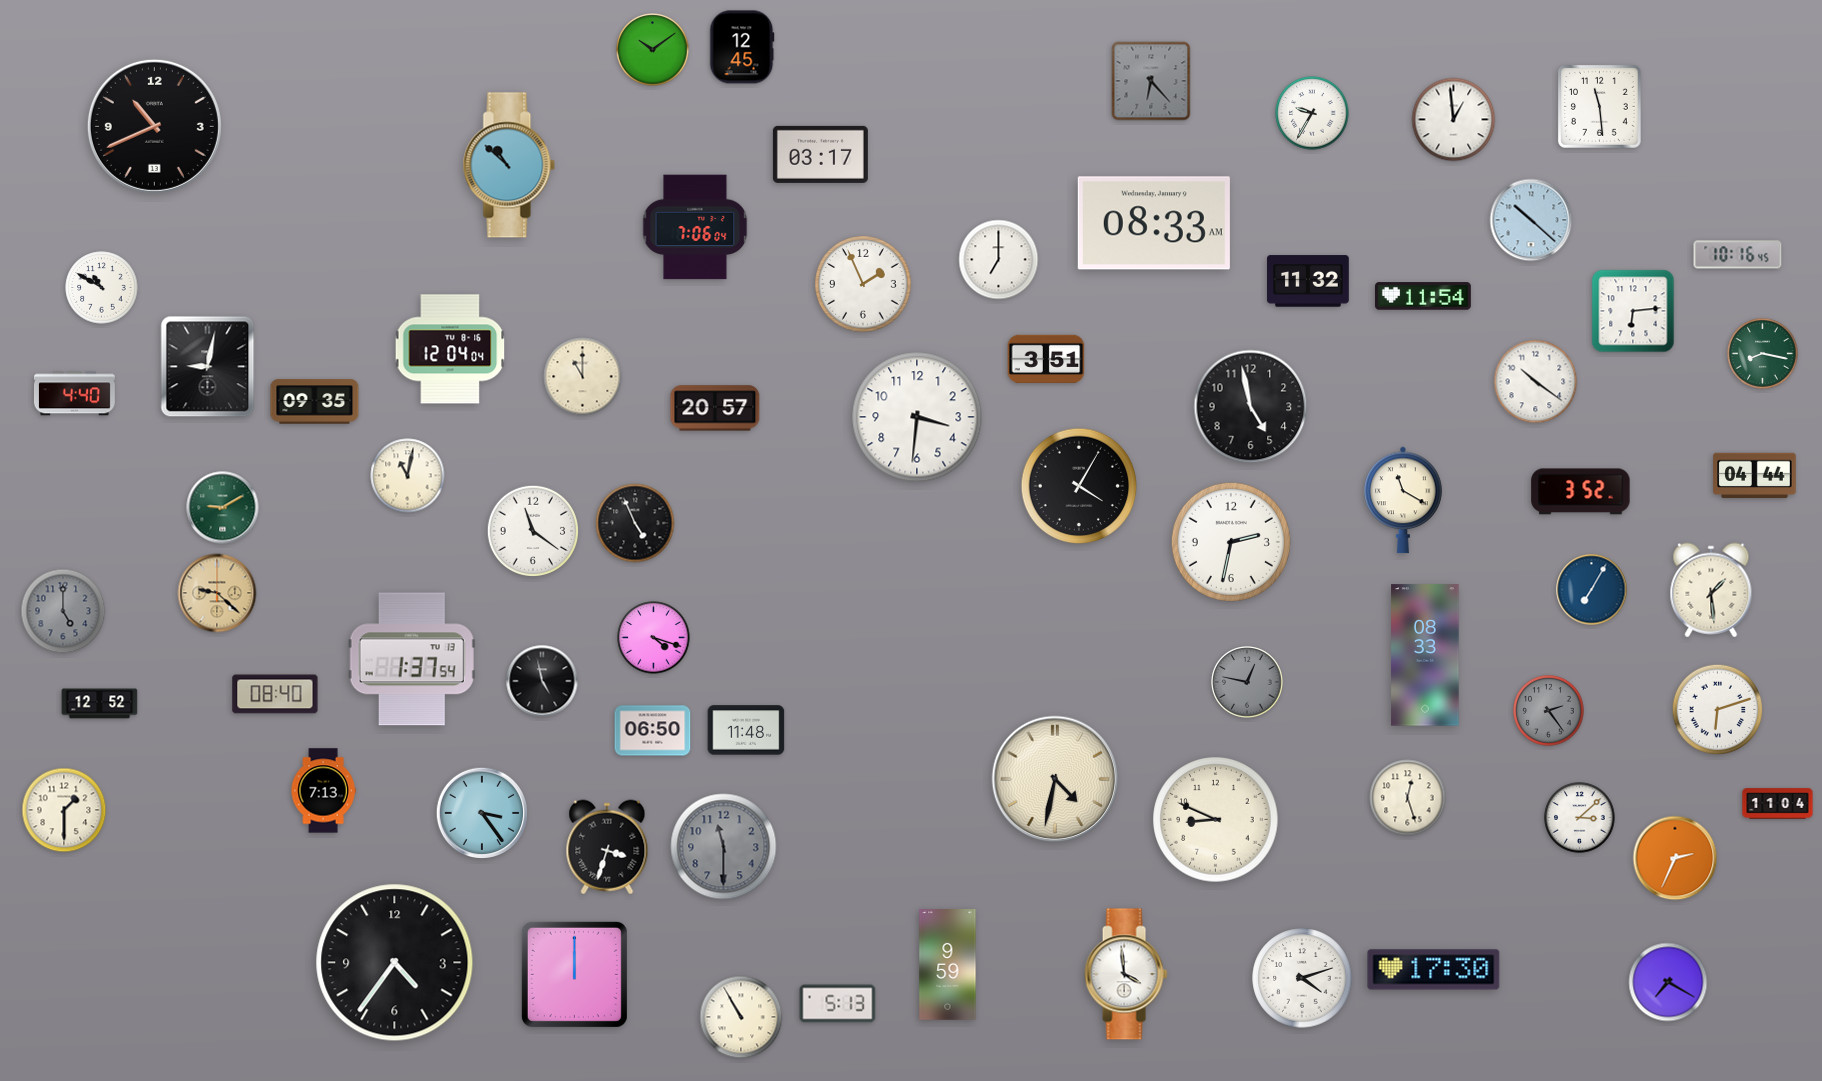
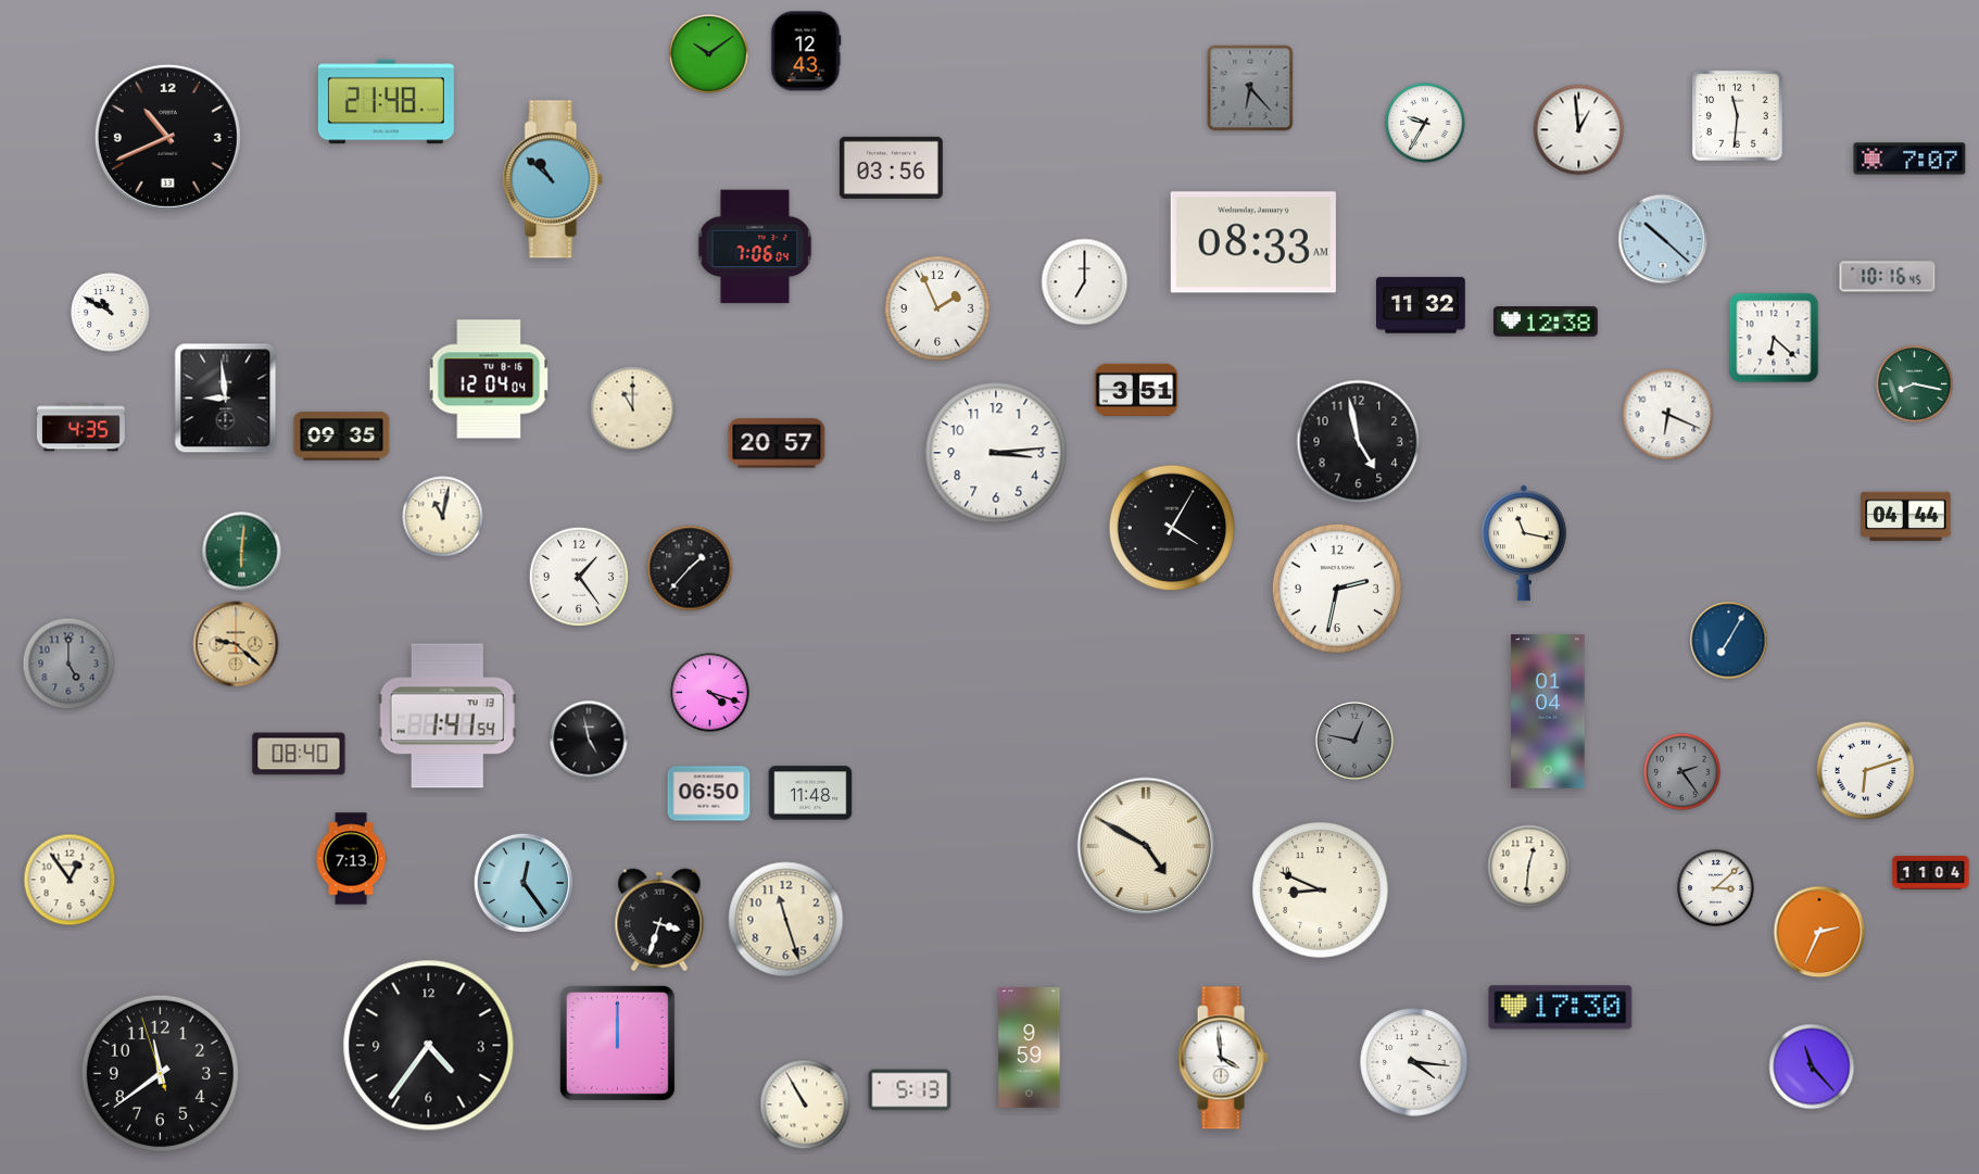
clock at (742, 47): 12:45 -> 12:43
clock at (386, 102): none -> 21:48
clock at (1599, 106): 11:29 -> 11:31
clock at (1909, 159): none -> 7:07
clock at (820, 154): 03:17 -> 03:56
clock at (1423, 296): 11:54 -> 12:38
clock at (1633, 311): 6:14 -> 6:22
clock at (208, 367): 9:02 -> 8:59
clock at (1536, 382): 10:21 -> 6:19
clock at (74, 394): 4:40 -> 4:35
clock at (917, 417): 3:31 -> 3:14
clock at (1581, 492): 3:52 -> none
clock at (1403, 500): 11:20 -> 11:17
clock at (223, 508): 9:10 -> 6:01
clock at (635, 523): 4:56 -> 1:37
clock at (532, 530): 11:21 -> 1:24
clock at (1711, 590): 1:29 -> none
clock at (1425, 655): 08:33 -> 01:04
clock at (412, 659): 1:37 -> 1:41
clock at (100, 704): 12:52 -> none
clock at (1055, 779): 4:32 -> 4:50
clock at (1408, 798): 12:27 -> 12:31
clock at (64, 810): 1:30 -> 12:54
clock at (482, 813): 3:24 -> 12:24
clock at (724, 847): 11:30 -> 11:27
clock at (724, 847) dial: grey -> cream
clock at (1434, 970) position: (1434, 970) -> (1561, 1008)
clock at (574, 974) position: (574, 974) -> (617, 1043)
clock at (1302, 978): 4:12 -> 4:16
clock at (1668, 982): 7:20 -> 11:23
clock at (160, 1073): none -> 11:38
